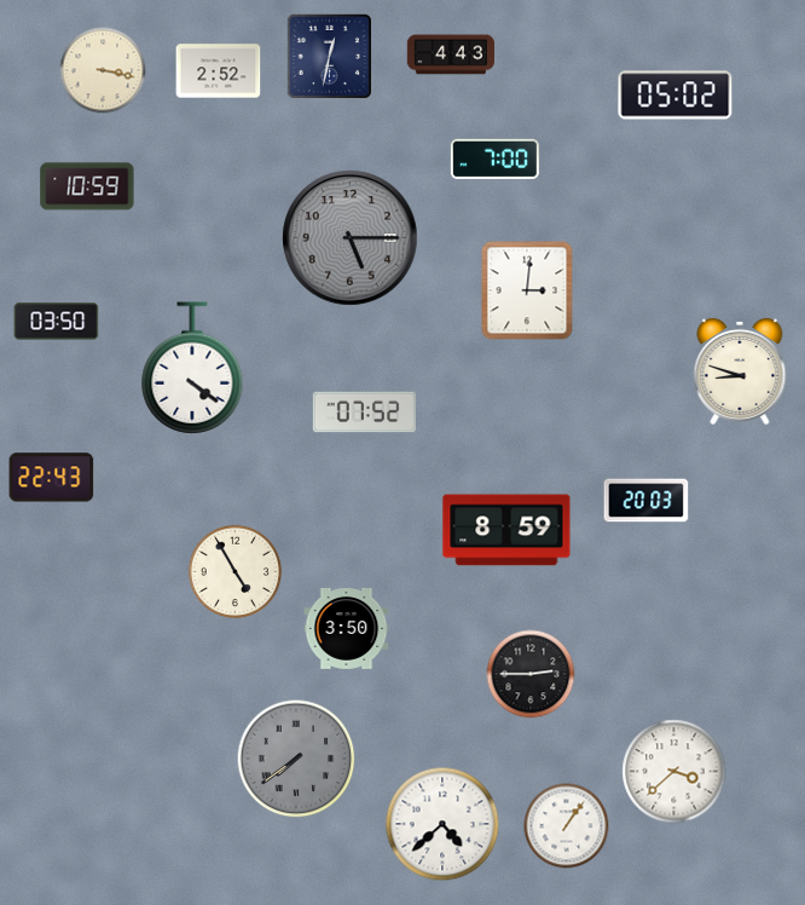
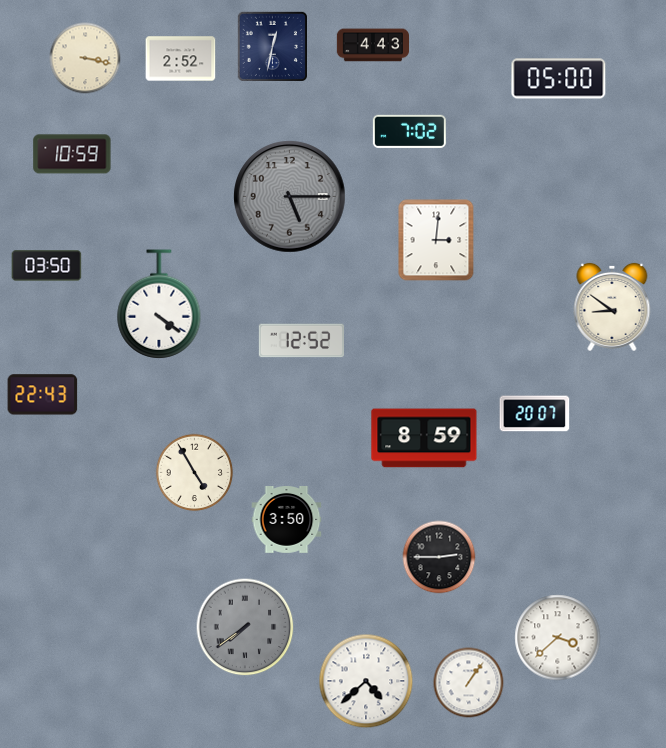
clock at (676, 96): 05:02 -> 05:00
clock at (494, 158): 7:00 -> 7:02
clock at (740, 371): 8:48 -> 8:51
clock at (364, 413): 07:52 -> 12:52
clock at (647, 501): 20:03 -> 20:07
clock at (506, 530) position: (506, 530) -> (424, 438)
